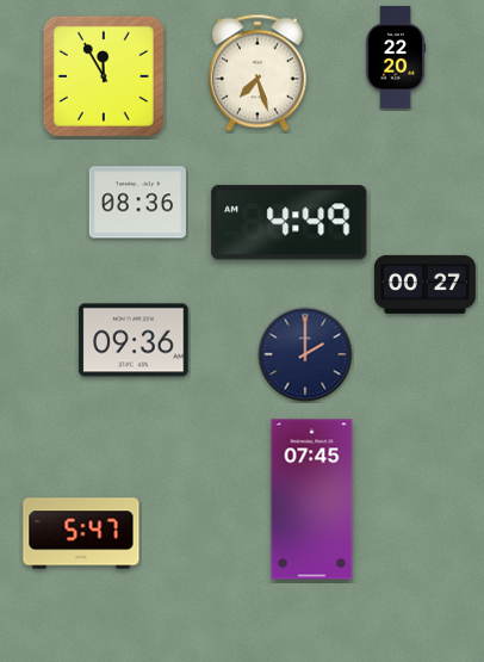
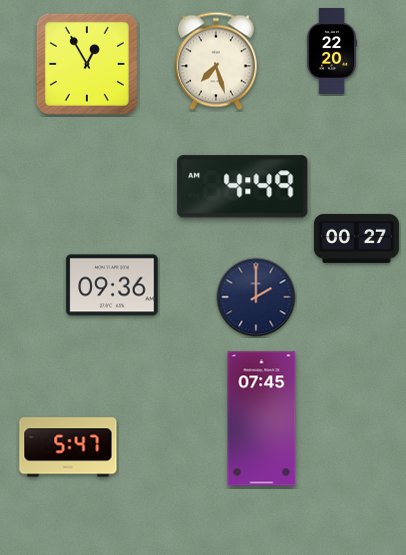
clock at (396, 57) position: (396, 57) -> (332, 51)
clock at (104, 76): 11:55 -> 12:55
clock at (137, 203): 08:36 -> none
